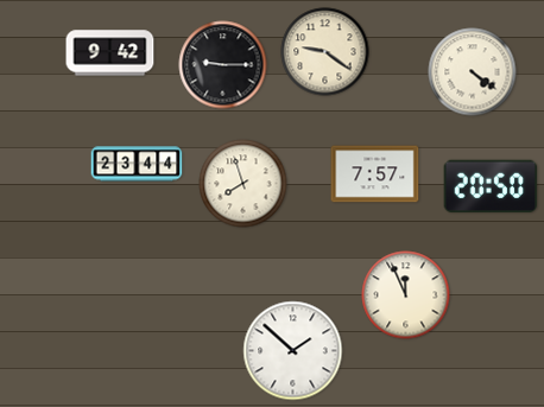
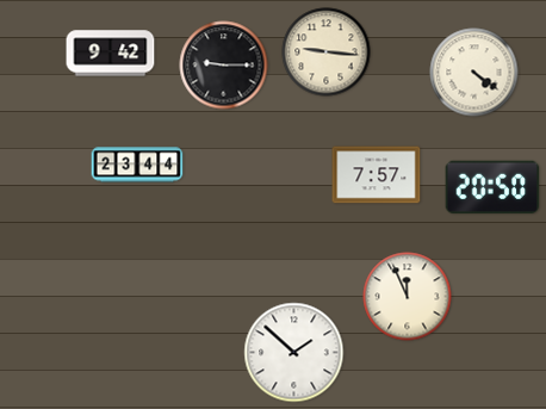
clock at (325, 52): 9:21 -> 9:16
clock at (243, 184): 7:57 -> none
